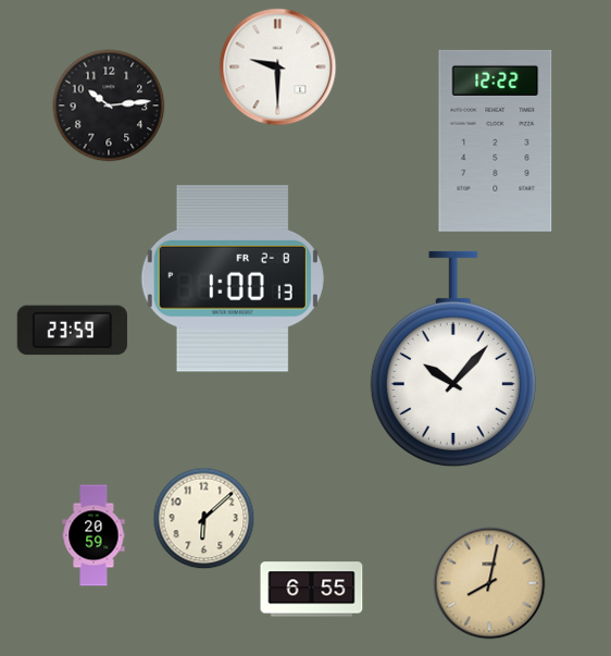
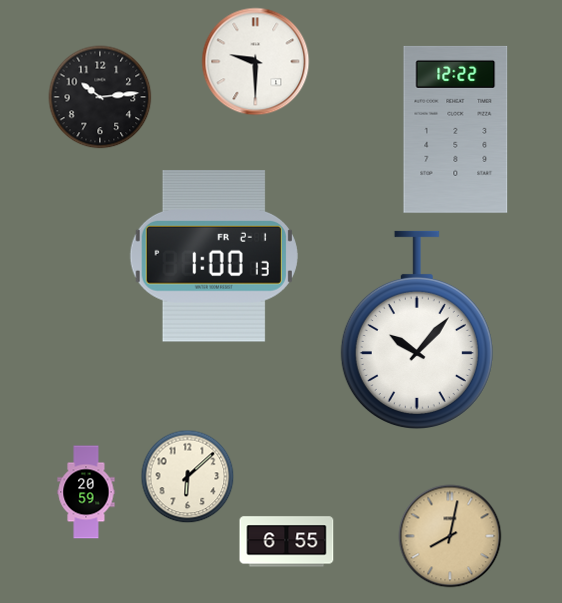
clock at (233, 280) date: FR 2-8 -> FR 2-1
clock at (72, 331): 23:59 -> none
